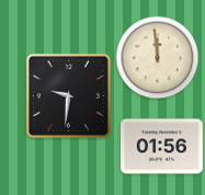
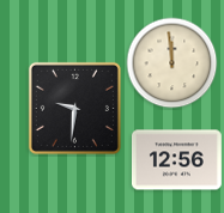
clock at (68, 95) position: (68, 95) -> (74, 108)
clock at (161, 147): 01:56 -> 12:56
